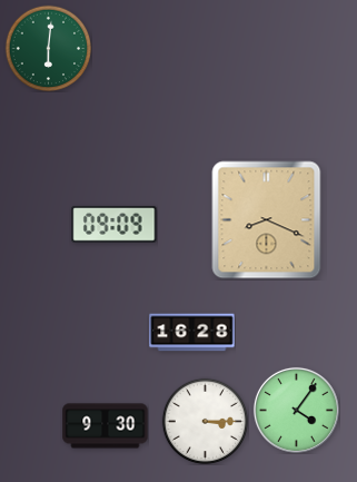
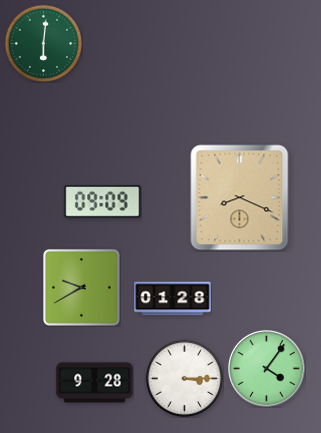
clock at (82, 288): none -> 9:40
clock at (192, 333): 16:28 -> 01:28
clock at (106, 426): 9:30 -> 9:28
